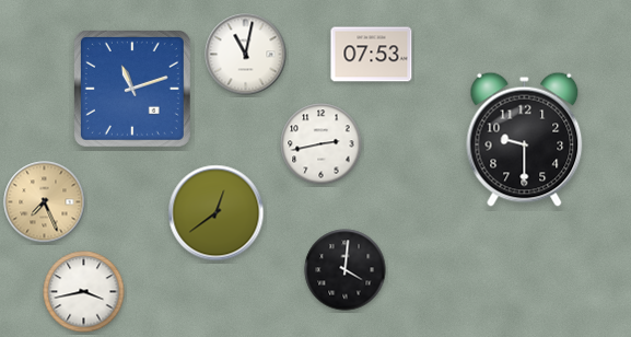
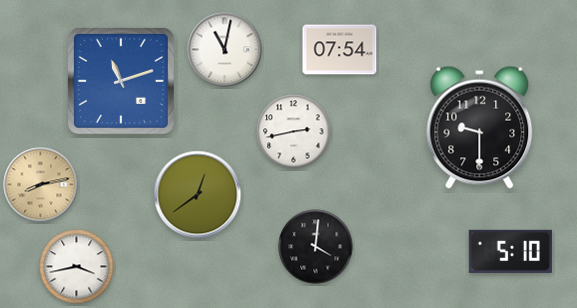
clock at (372, 55): 07:53 -> 07:54
clock at (45, 202): 7:26 -> 8:13
clock at (510, 251): none -> 5:10
